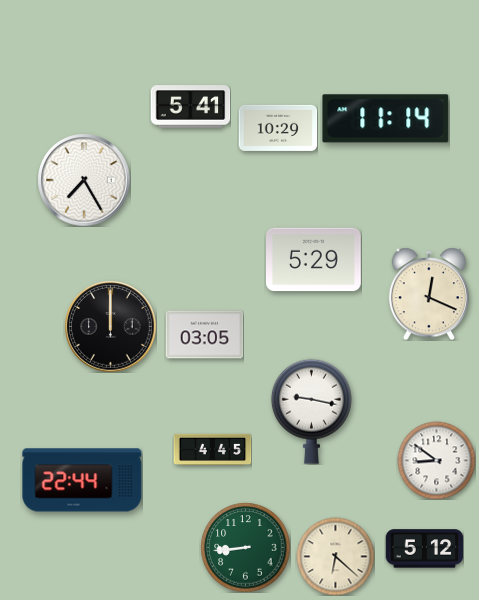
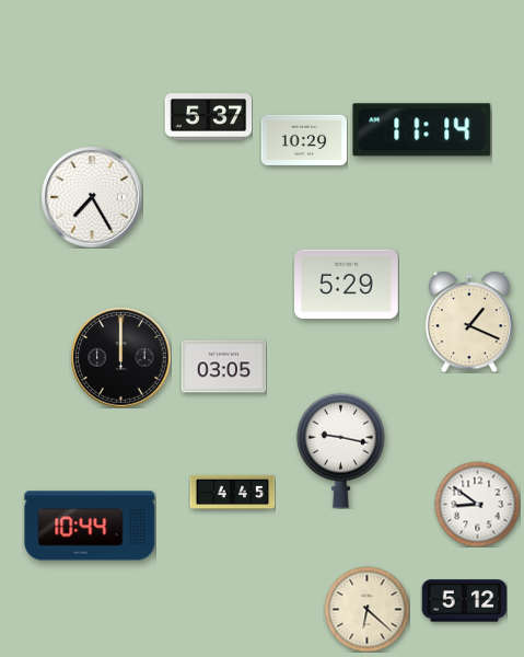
clock at (190, 107): 5:41 -> 5:37
clock at (314, 260) position: (314, 260) -> (347, 285)
clock at (428, 294): 12:19 -> 1:19
clock at (82, 480): 22:44 -> 10:44
clock at (245, 547): 8:44 -> none
